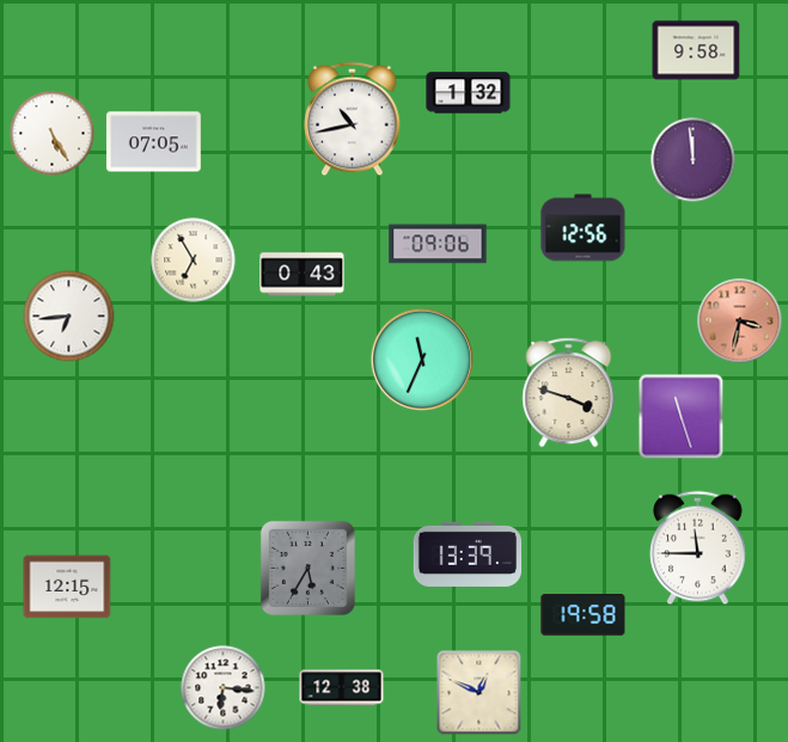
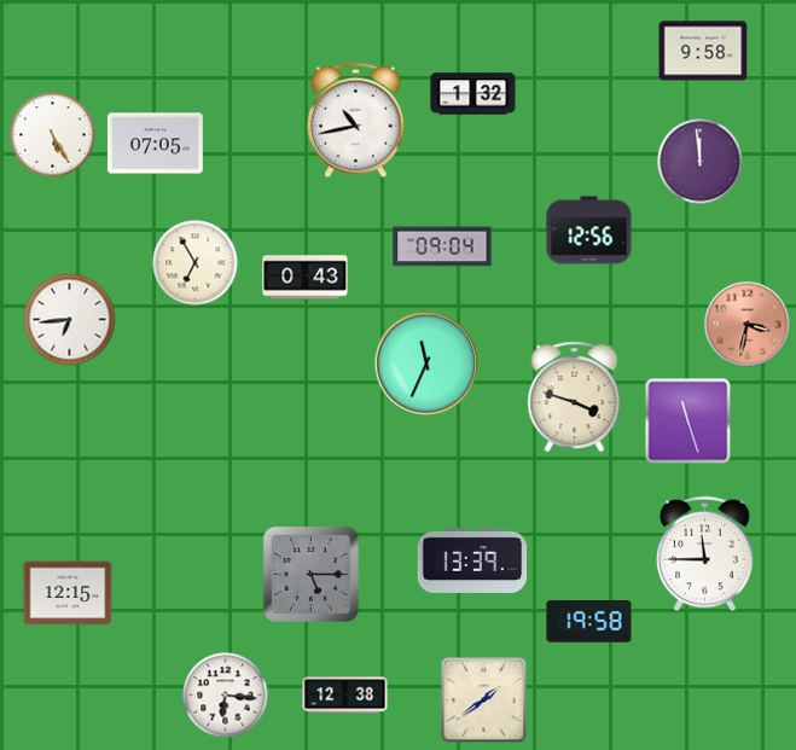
clock at (438, 244): 09:06 -> 09:04
clock at (307, 568): 5:35 -> 5:15
clock at (479, 693): 12:49 -> 1:39
